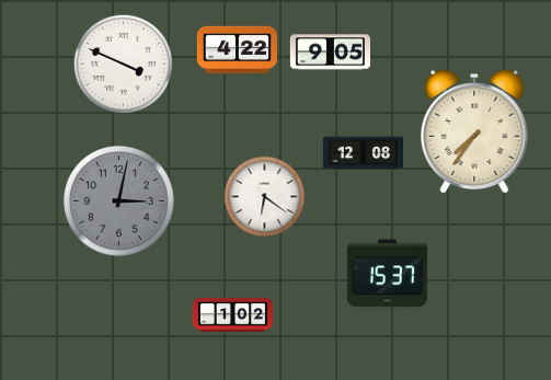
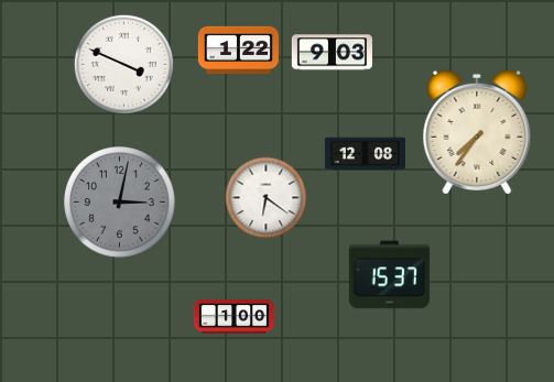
clock at (237, 50): 4:22 -> 1:22
clock at (330, 53): 9:05 -> 9:03
clock at (232, 315): 1:02 -> 1:00
